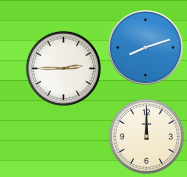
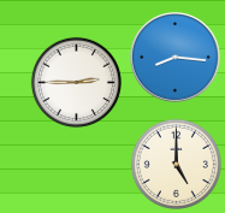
clock at (146, 48): 8:12 -> 8:16
clock at (146, 136): 12:00 -> 5:00
